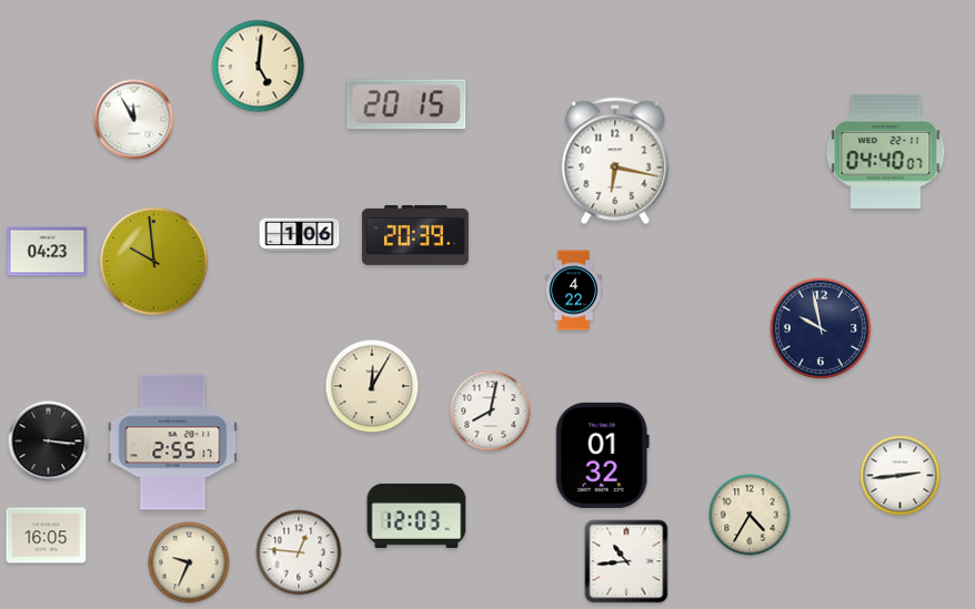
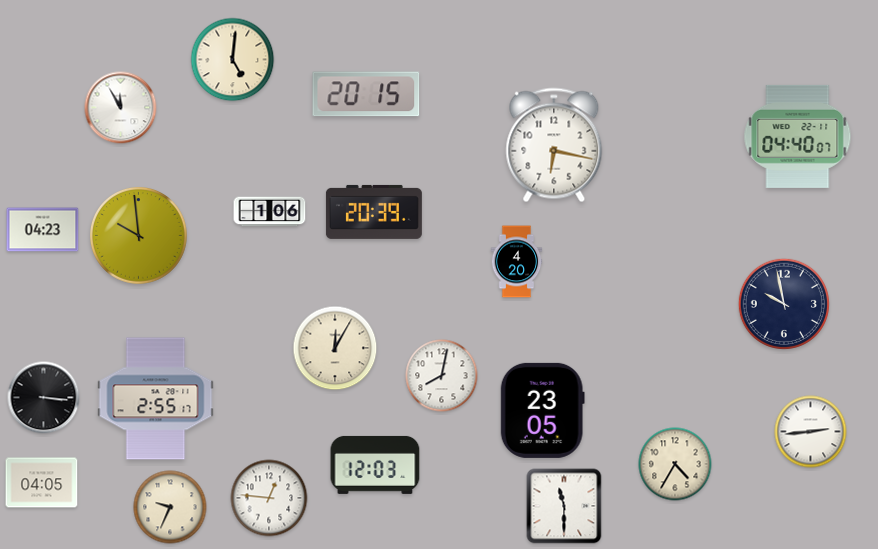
clock at (48, 252) position: (48, 252) -> (43, 230)
clock at (574, 291): 4:22 -> 4:20
clock at (821, 328) position: (821, 328) -> (784, 304)
clock at (491, 412) position: (491, 412) -> (442, 376)
clock at (602, 455): 01:32 -> 23:05
clock at (901, 476) position: (901, 476) -> (811, 432)
clock at (47, 536): 16:05 -> 04:05
clock at (626, 561): 10:44 -> 11:30
